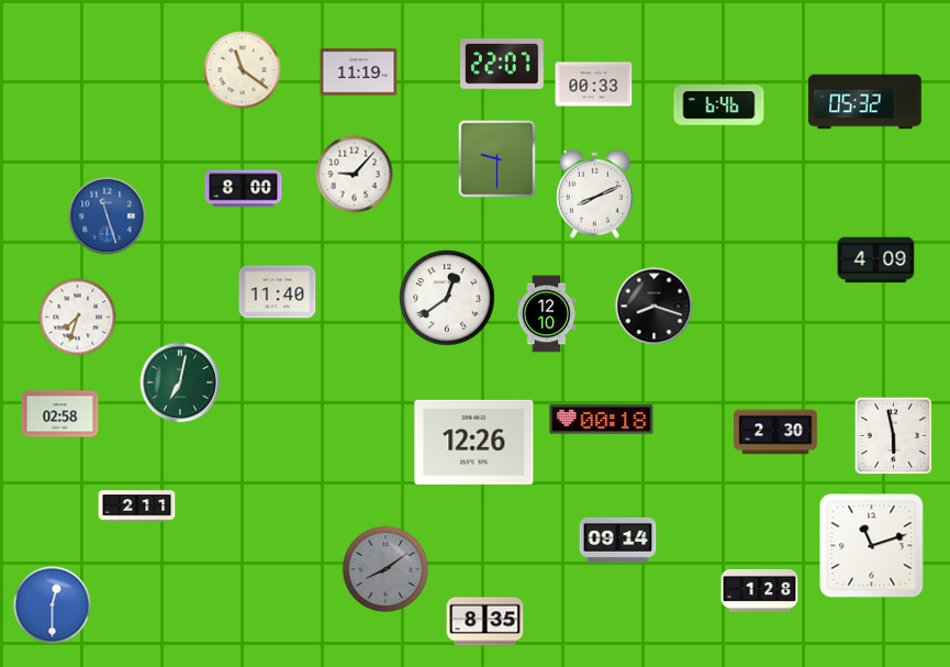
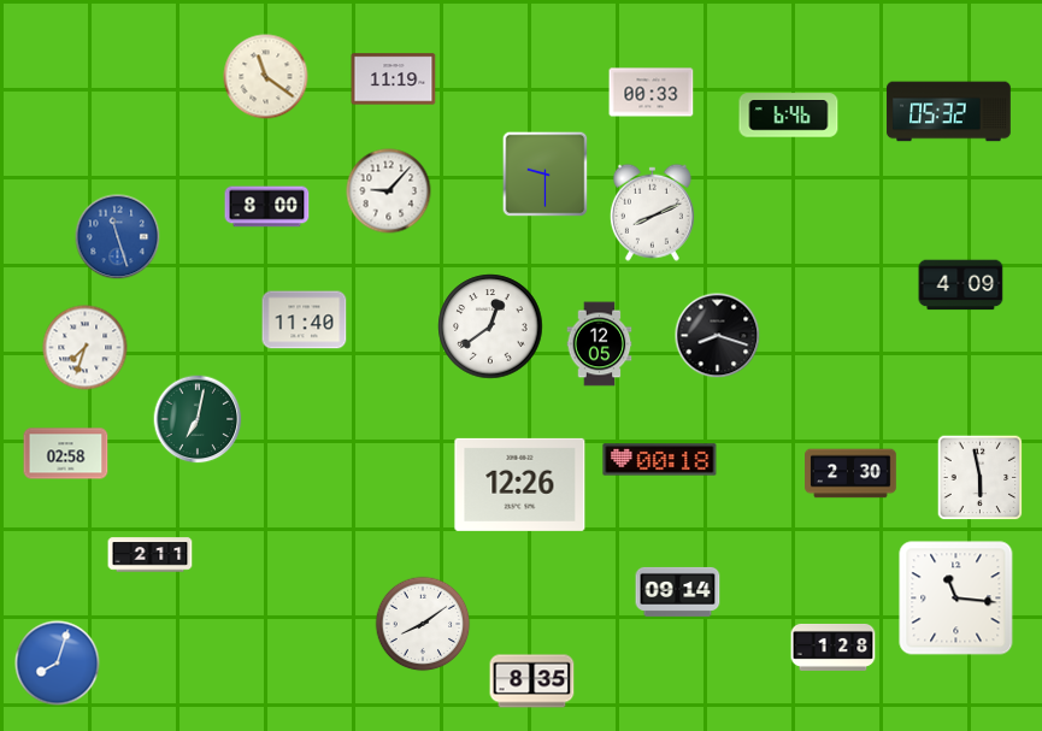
clock at (503, 65): 22:07 -> none
clock at (547, 314): 12:10 -> 12:05
clock at (872, 546): 11:12 -> 11:16
clock at (385, 569) dial: grey -> white
clock at (53, 605): 12:30 -> 8:03
